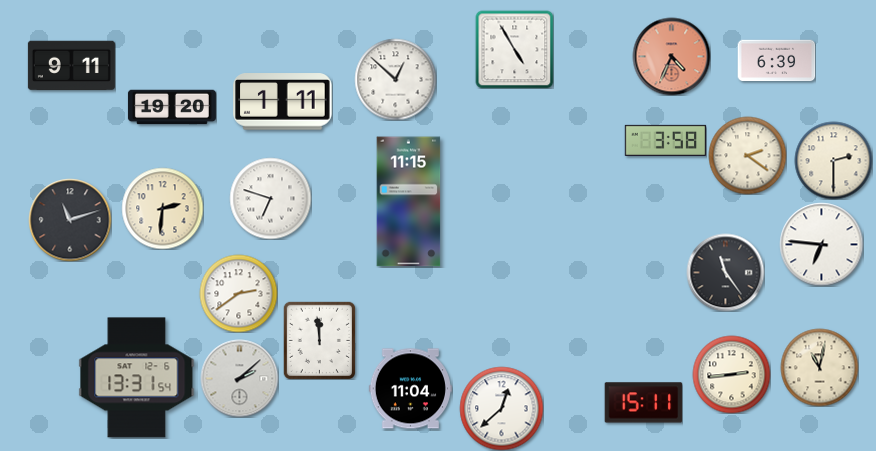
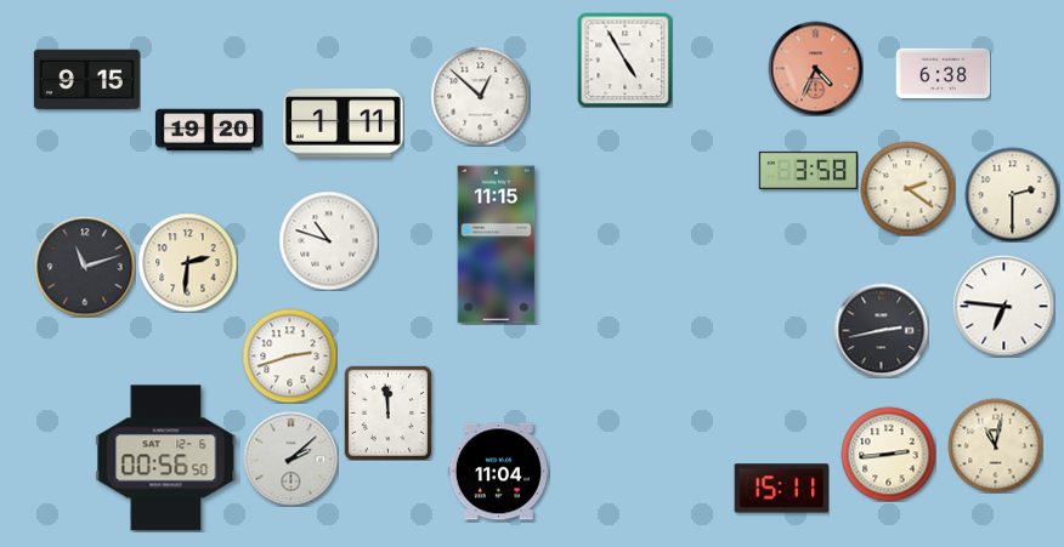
clock at (776, 61): 6:39 -> 6:38
clock at (71, 66): 9:11 -> 9:15
clock at (270, 198): 6:48 -> 10:48
clock at (162, 208) position: (162, 208) -> (187, 262)
clock at (821, 244) position: (821, 244) -> (1003, 306)
clock at (725, 272): 11:24 -> 2:43
clock at (238, 293): 2:39 -> 2:42
clock at (137, 378): 13:31 -> 00:56
clock at (501, 408): 12:38 -> none
